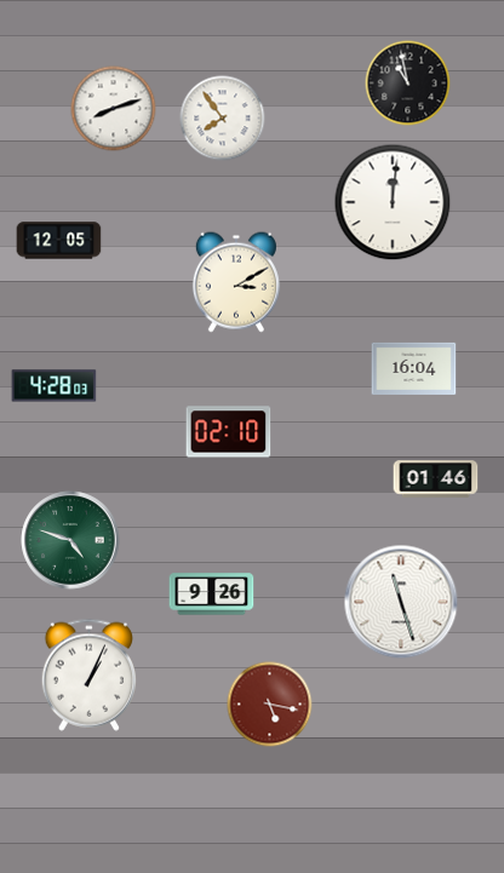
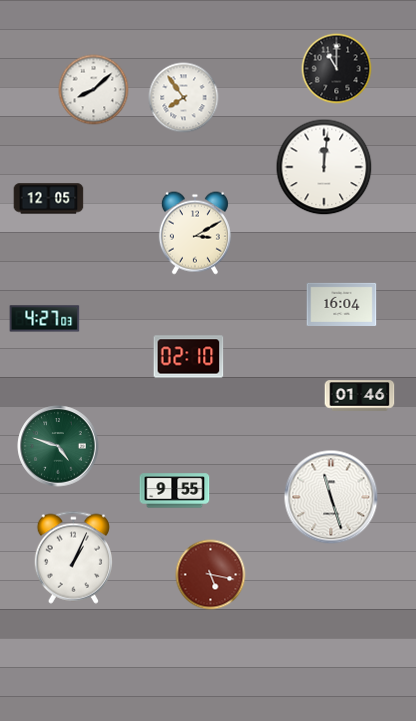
clock at (408, 84): 10:58 -> 11:00
clock at (114, 109): 8:12 -> 8:08
clock at (55, 386): 4:28 -> 4:27
clock at (212, 595): 9:26 -> 9:55
clock at (270, 705) position: (270, 705) -> (211, 575)
